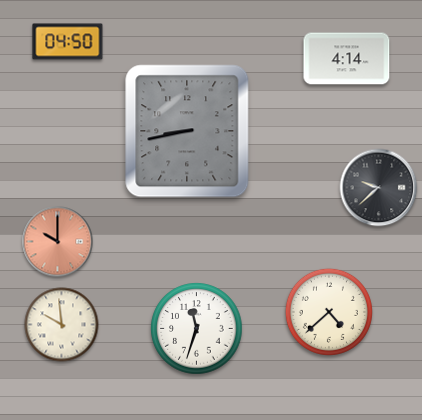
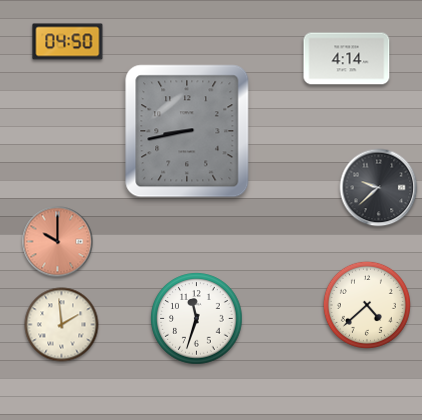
clock at (329, 312) position: (329, 312) -> (367, 305)
clock at (62, 325): 9:59 -> 1:59
clock at (197, 329) position: (197, 329) -> (197, 319)
